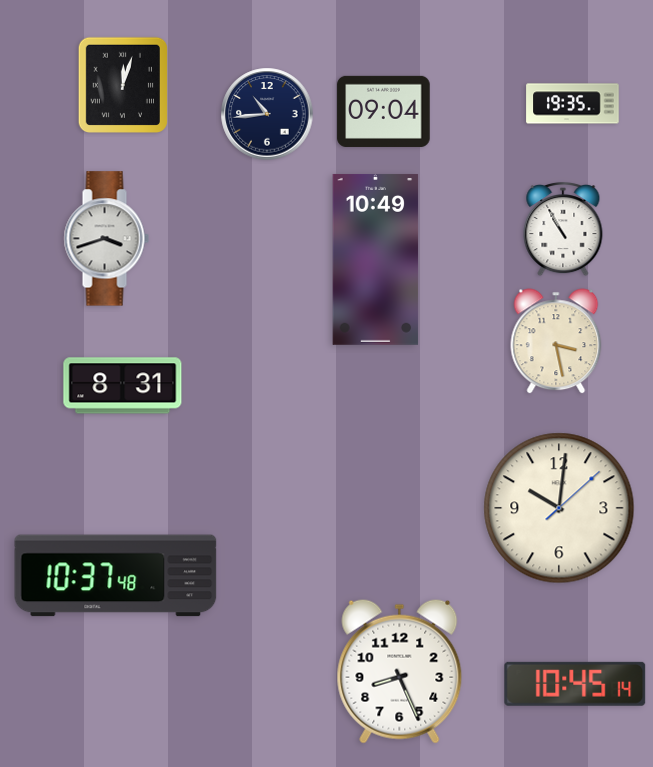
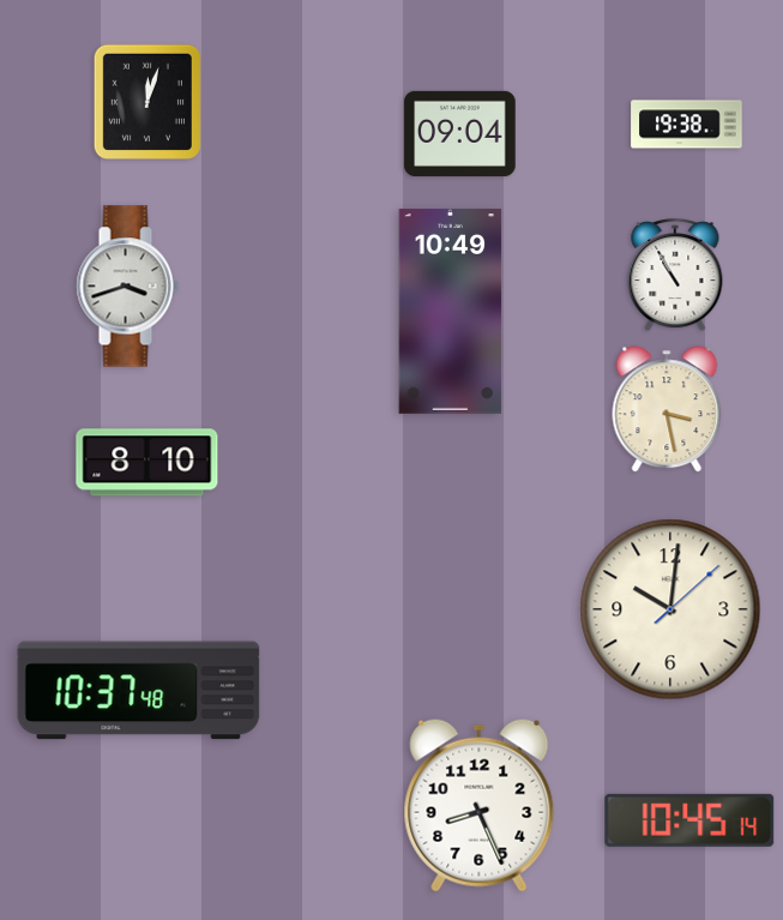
clock at (573, 104): 19:35 -> 19:38
clock at (267, 114): 10:44 -> none
clock at (123, 386): 8:31 -> 8:10
